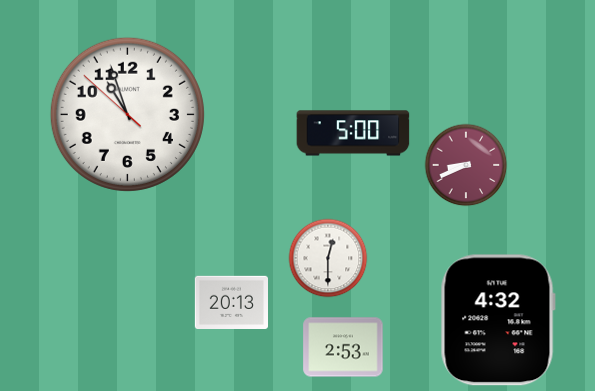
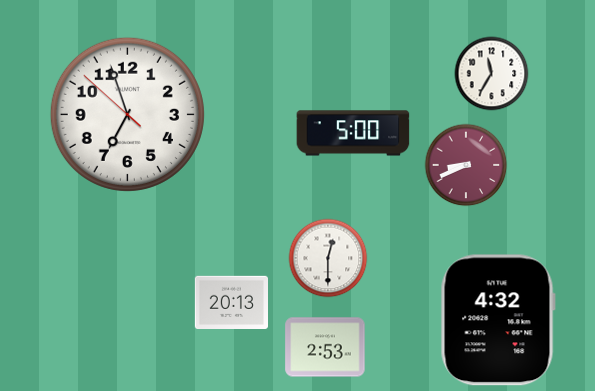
clock at (492, 74): none -> 11:35
clock at (127, 114): 10:56 -> 6:56
clock at (343, 347) position: (343, 347) -> (325, 347)
